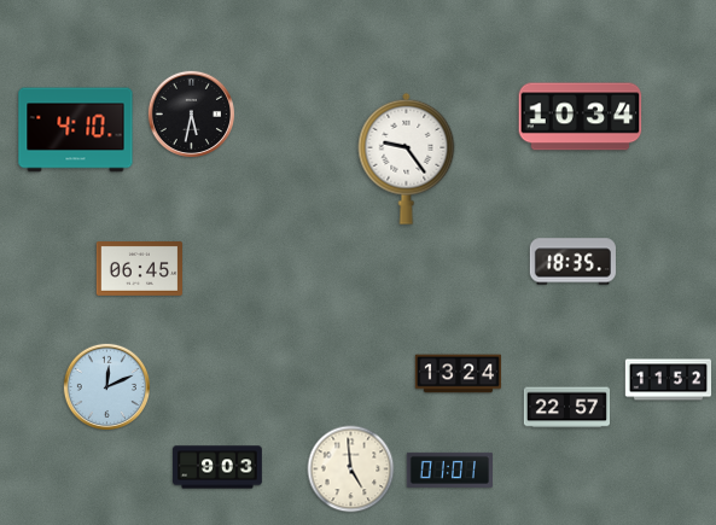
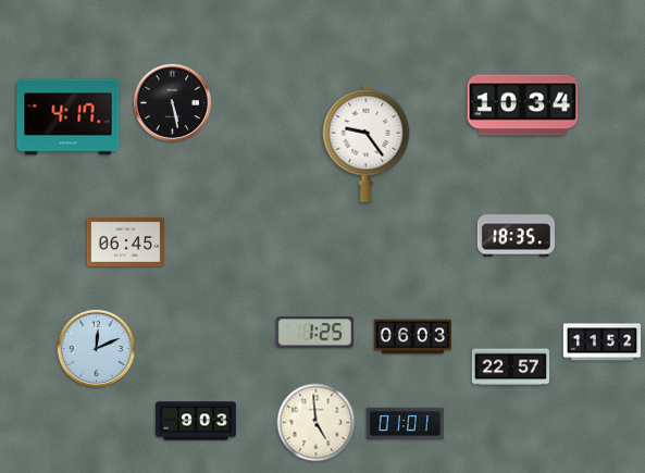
clock at (191, 113): 5:32 -> 5:28
clock at (76, 130): 4:10 -> 4:17
clock at (314, 333): none -> 1:25
clock at (458, 374): 13:24 -> 06:03
